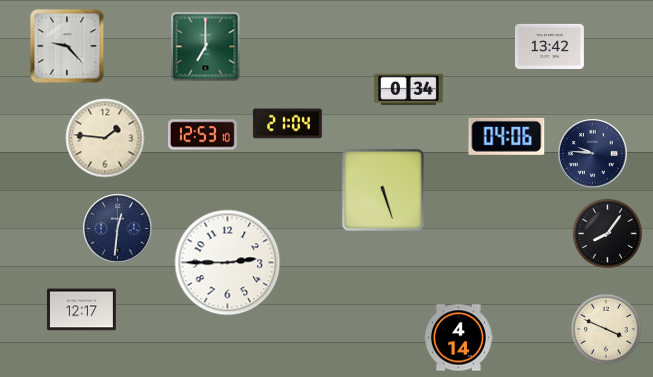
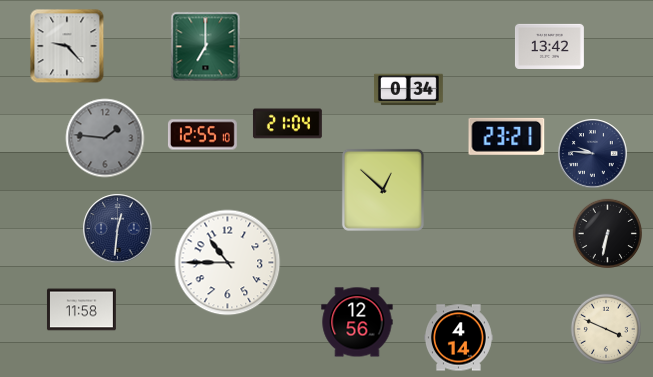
clock at (202, 135): 12:53 -> 12:55
clock at (507, 136): 04:06 -> 23:21
clock at (105, 138) dial: cream -> grey
clock at (383, 190): 5:27 -> 12:52
clock at (607, 233): 8:06 -> 6:32
clock at (228, 263): 2:45 -> 10:45
clock at (81, 310): 12:17 -> 11:58
clock at (357, 322): none -> 12:56
